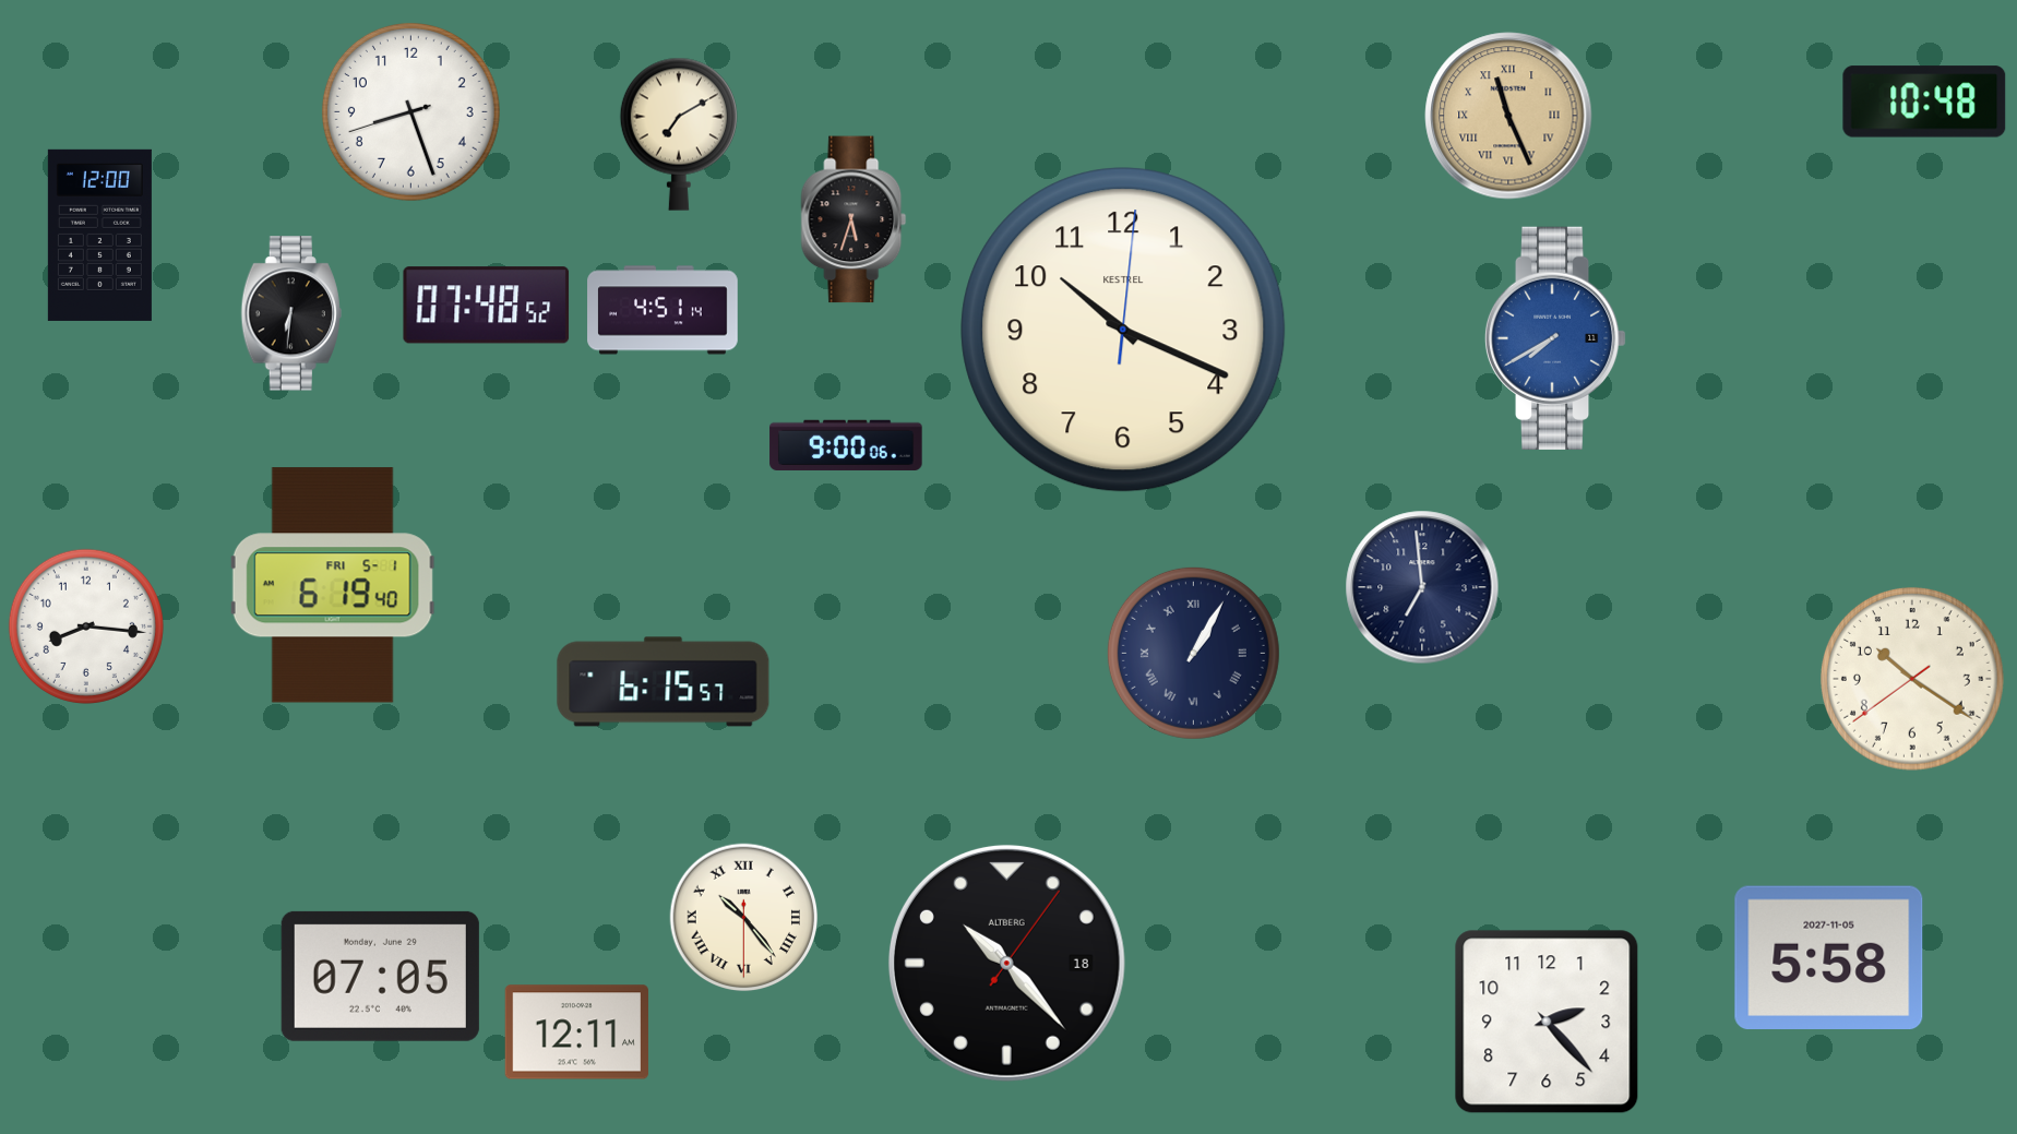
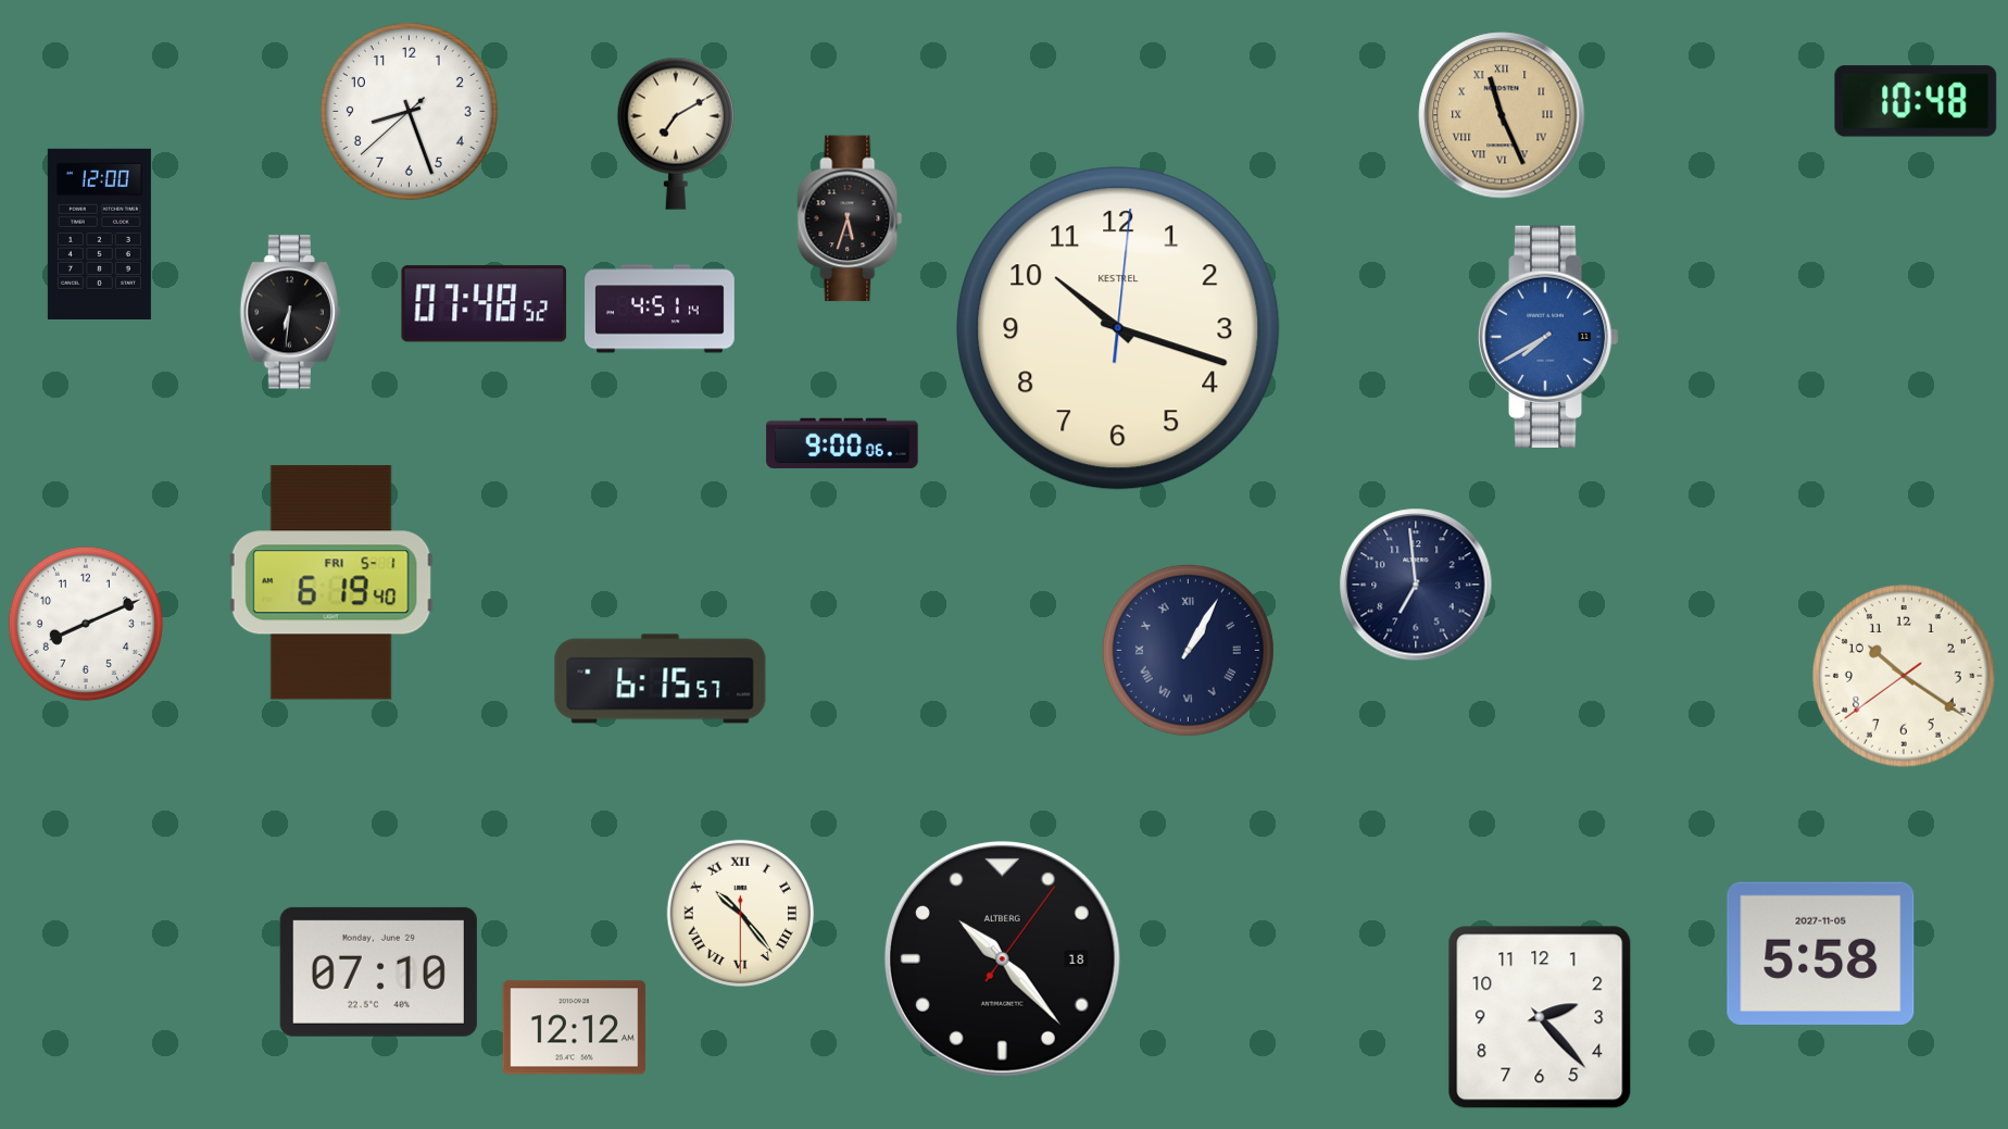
clock at (410, 111): 8:26:42 -> 8:26:38
clock at (1123, 330): 10:19 -> 10:18
clock at (86, 626): 8:16 -> 8:11
clock at (380, 976): 07:05 -> 07:10
clock at (576, 1032): 12:11 -> 12:12
